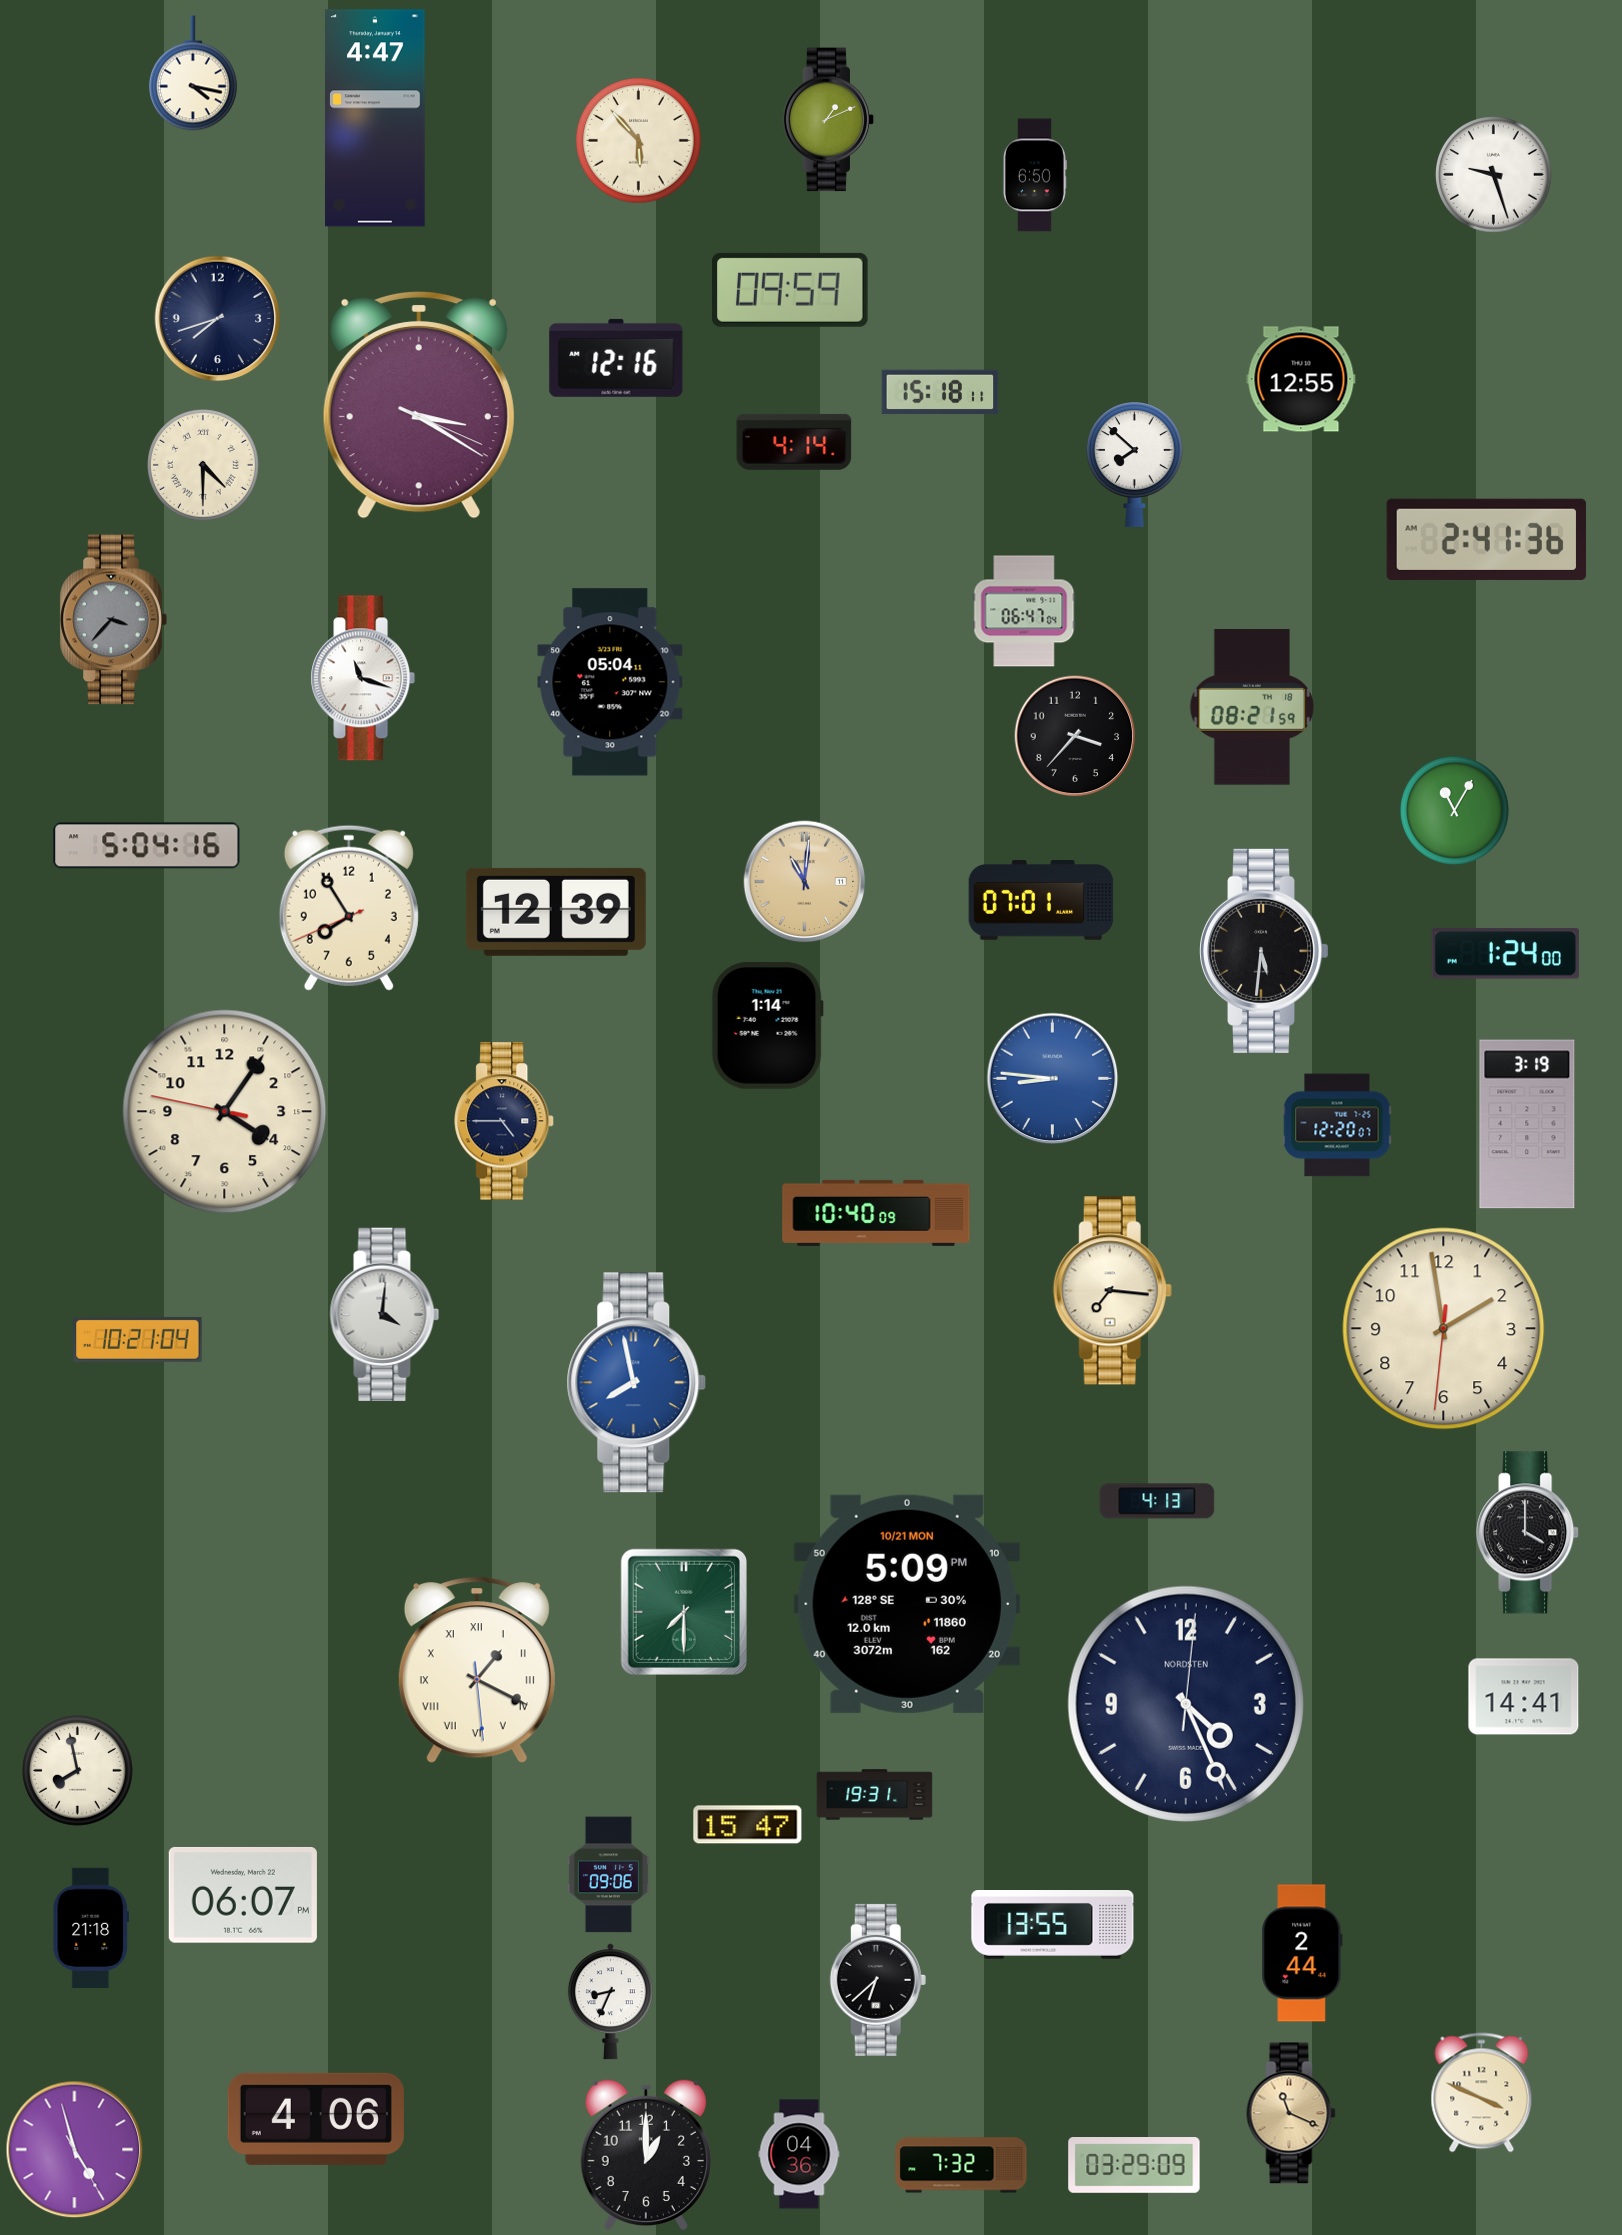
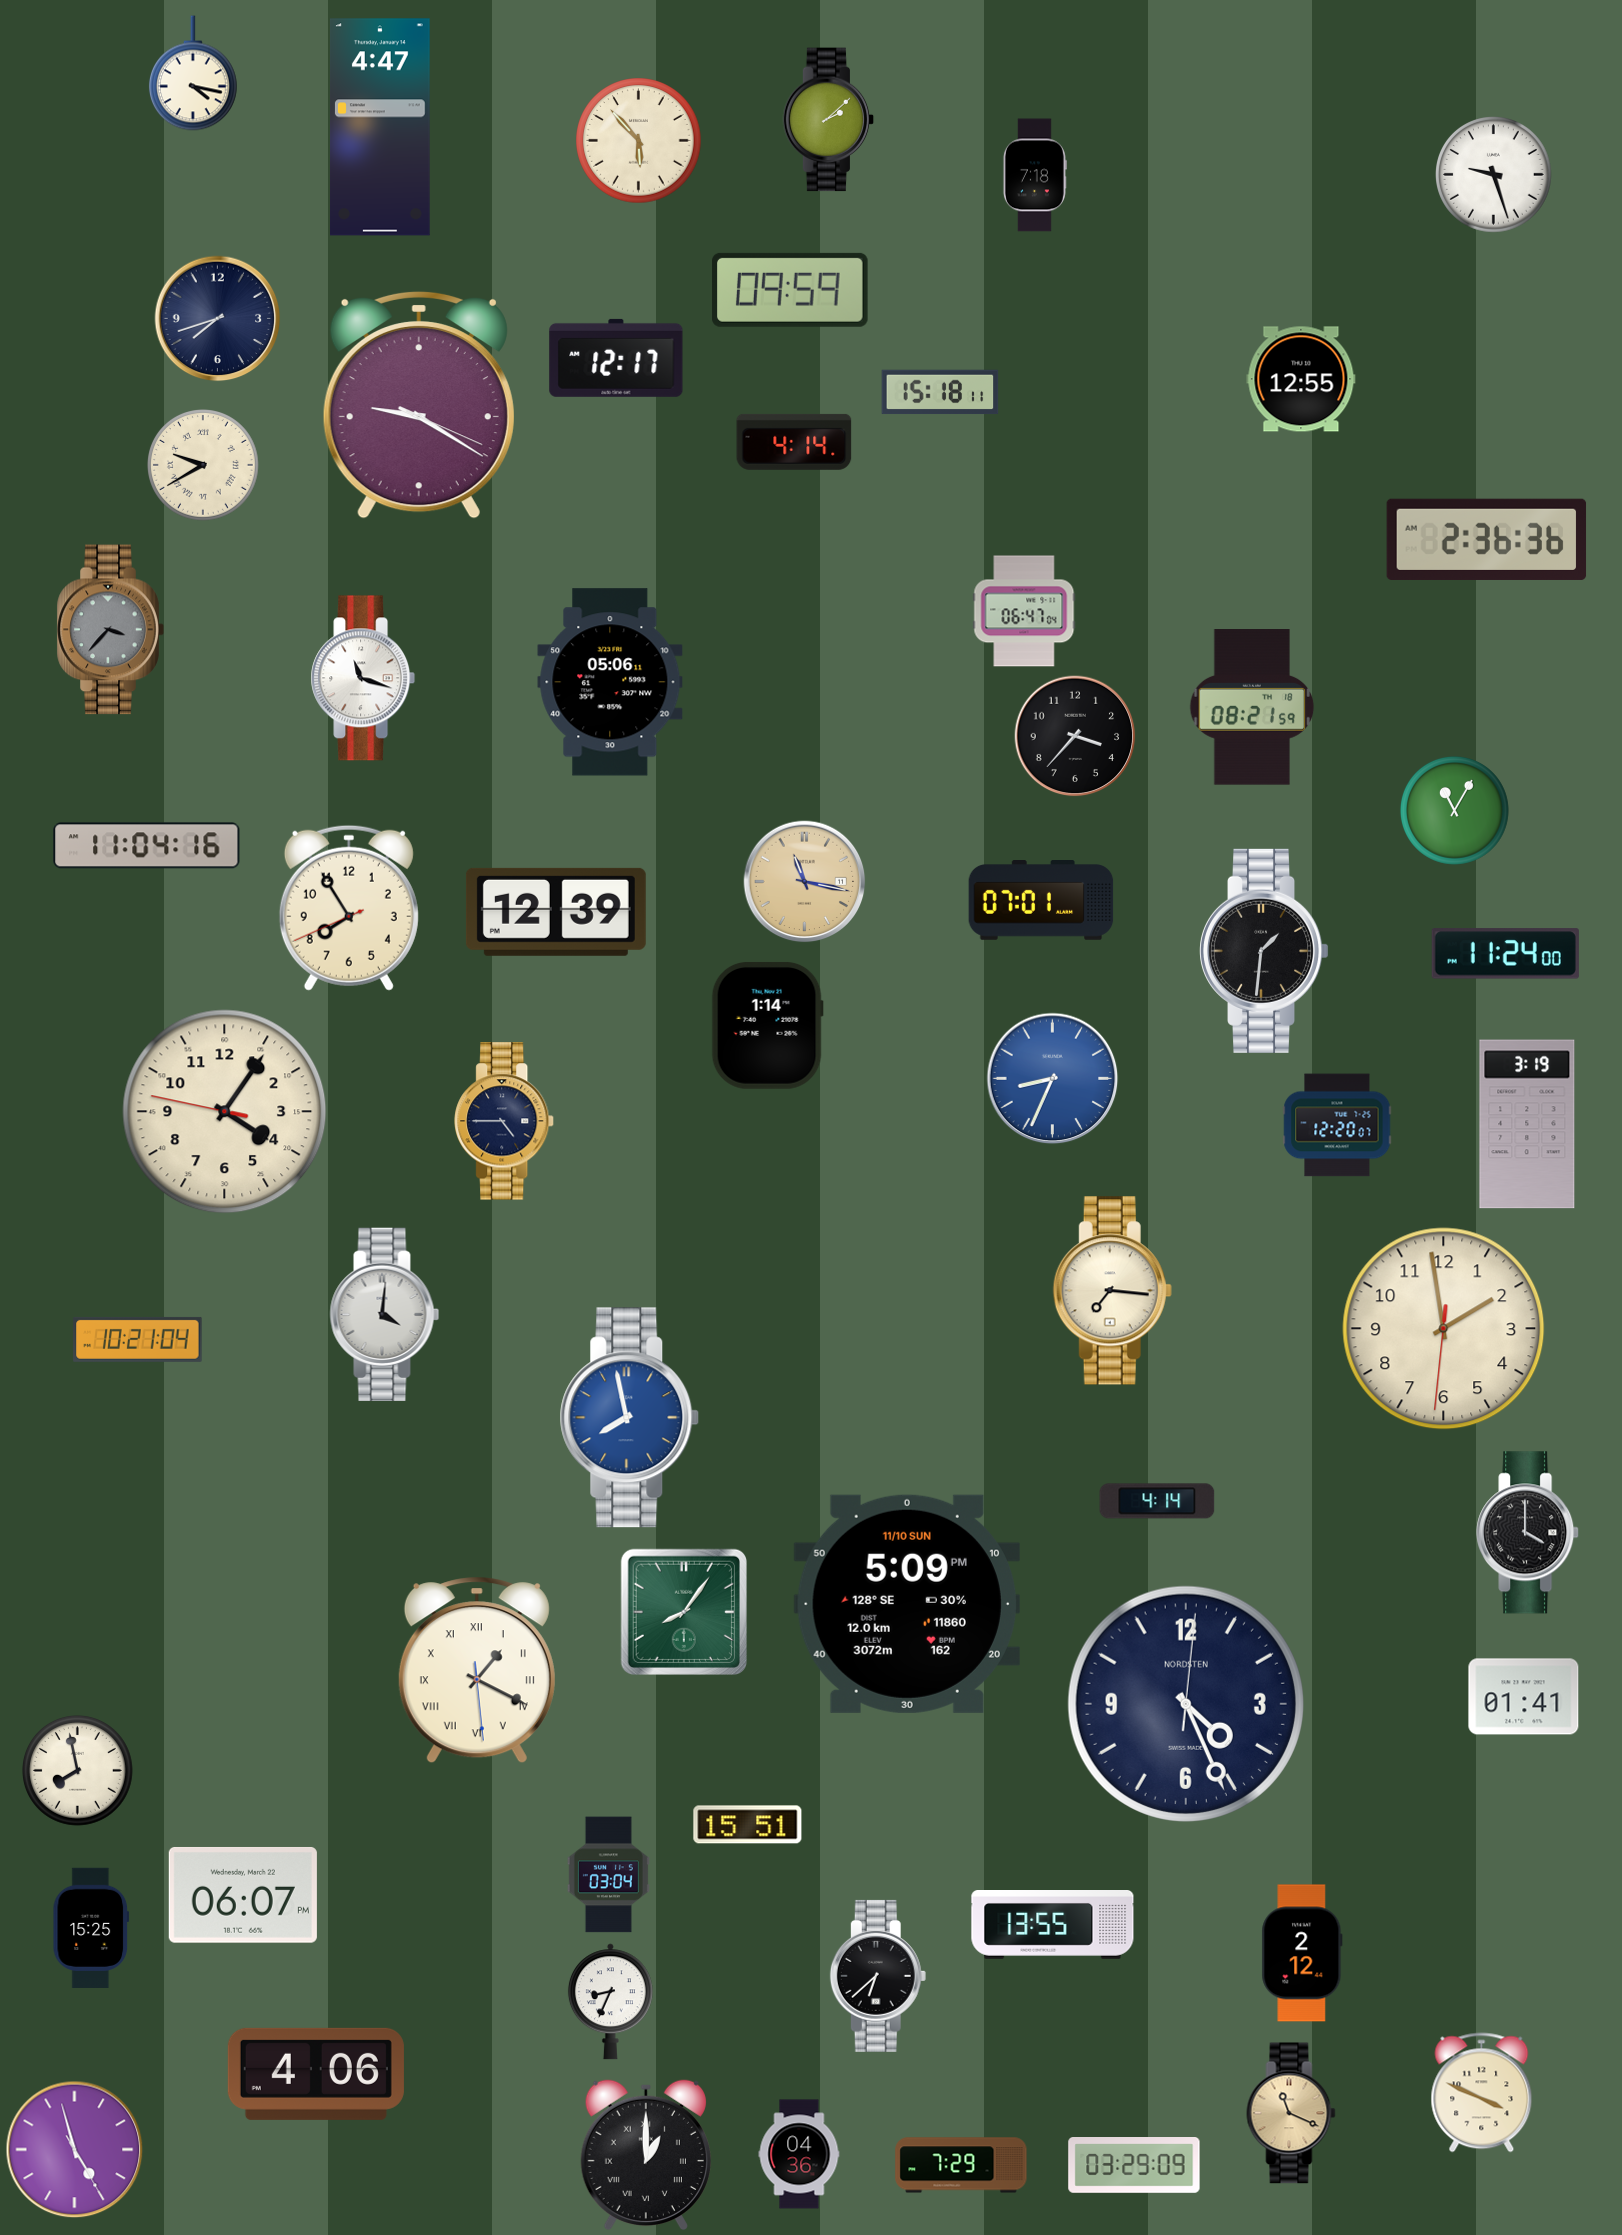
clock at (375, 118) position: (375, 118) -> (380, 127)
clock at (829, 120): 1:11 -> 2:08
clock at (1035, 175): 6:50 -> 7:18
clock at (616, 358): 12:16 -> 12:17
clock at (419, 405): 3:20 -> 9:20
clock at (1135, 464): 7:52 -> none
clock at (204, 466): 4:30 -> 9:40
clock at (1487, 539): 2:41 -> 2:36
clock at (113, 620) position: (113, 620) -> (110, 630)
clock at (610, 682): 05:04 -> 05:06
clock at (147, 846): 5:04 -> 11:04
clock at (805, 882): 11:01 -> 11:17
clock at (1265, 951): 5:31 -> 1:31
clock at (1505, 954): 1:24 -> 11:24
clock at (1053, 1079): 8:46 -> 8:34
clock at (876, 1213): 10:40 -> none
clock at (637, 1383) position: (637, 1383) -> (630, 1418)
clock at (1157, 1501): 4:13 -> 4:14
clock at (907, 1604) date: 10/21 MON -> 11/10 SUN
clock at (684, 1612): 7:30 -> 8:06
clock at (1524, 1697): 14:41 -> 01:41
clock at (875, 1795): 19:31 -> none
clock at (748, 1825): 15:47 -> 15:51
clock at (608, 1875): 09:06 -> 03:04
clock at (91, 1928): 21:18 -> 15:25
clock at (1302, 1953): 2:44 -> 2:12
clock at (878, 1980) position: (878, 1980) -> (878, 1976)
clock at (316, 2119) position: (316, 2119) -> (316, 2074)
clock at (646, 2155) numerals: Arabic -> Roman
clock at (961, 2165): 7:32 -> 7:29
